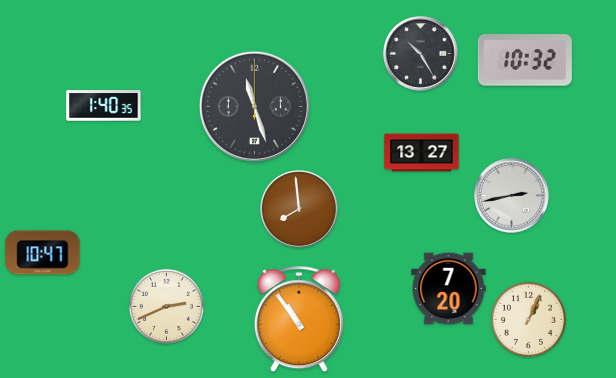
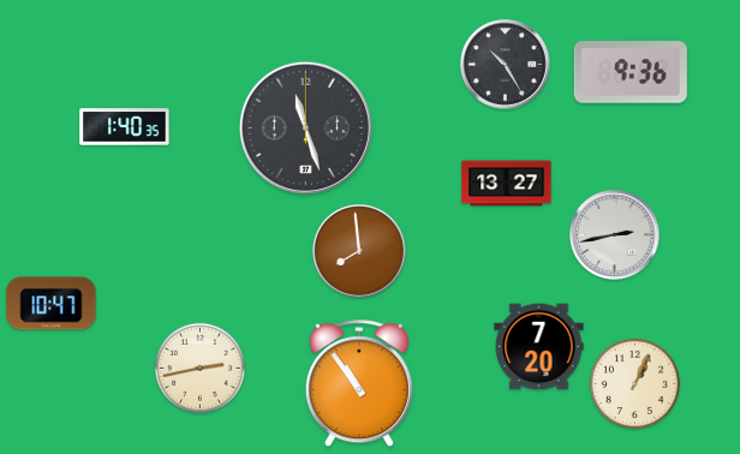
clock at (525, 60): 10:32 -> 9:36
clock at (166, 306): 2:41 -> 2:43
